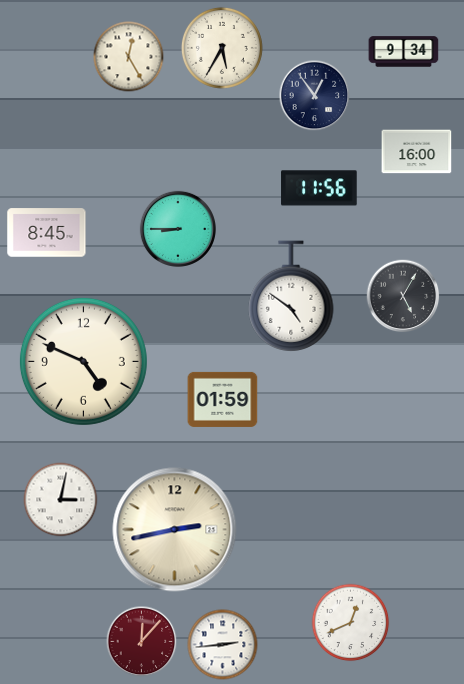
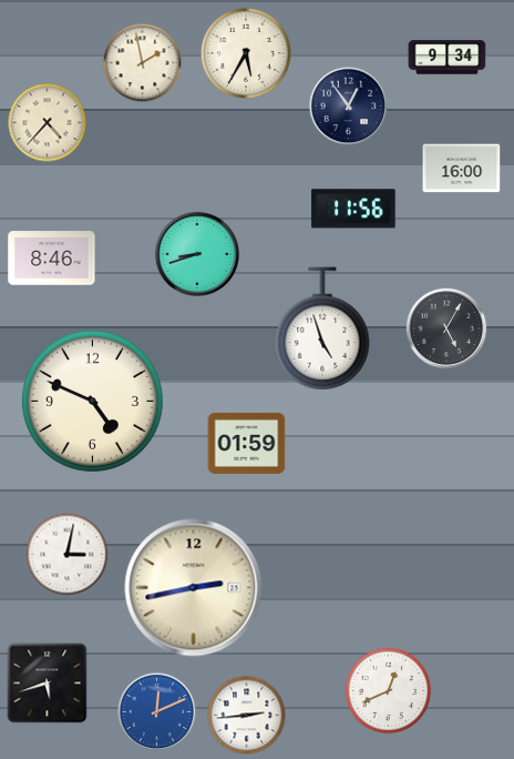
clock at (129, 57): 12:25 -> 1:58
clock at (48, 123): none -> 4:37
clock at (178, 229): 8:45 -> 8:42
clock at (47, 233): 8:45 -> 8:46
clock at (291, 296): 4:51 -> 4:57
clock at (48, 684): none -> 5:42
clock at (142, 642): 12:07 -> 12:11
clock at (142, 642) dial: burgundy -> blue
